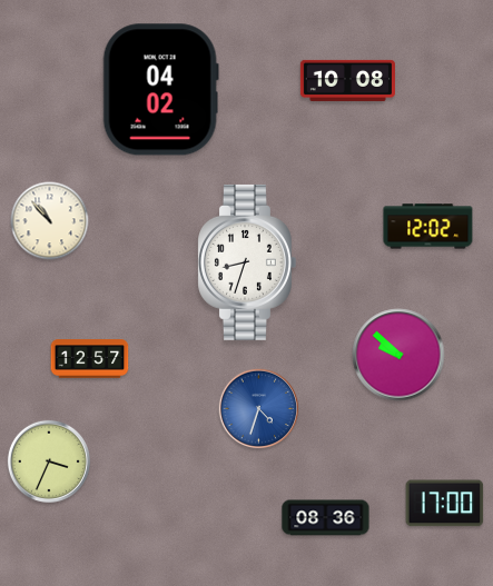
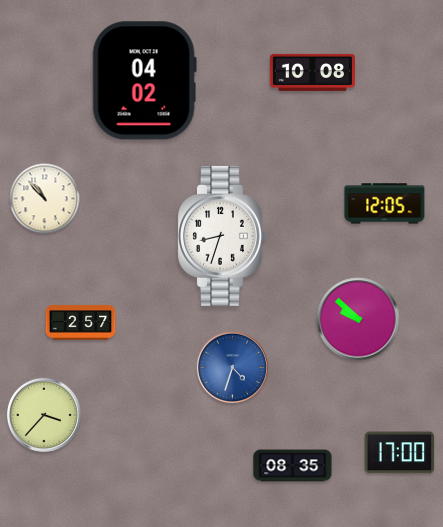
clock at (428, 227): 12:02 -> 12:05
clock at (90, 359): 12:57 -> 2:57
clock at (49, 461): 3:34 -> 3:37
clock at (326, 518): 08:36 -> 08:35
